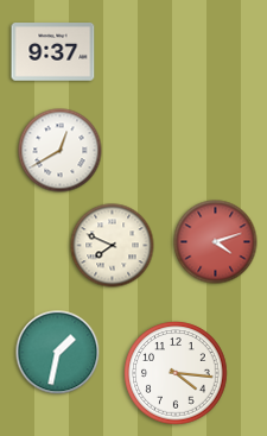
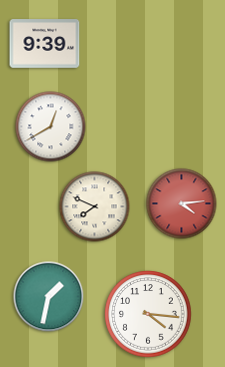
clock at (53, 52): 9:37 -> 9:39
clock at (216, 242): 4:12 -> 4:14
